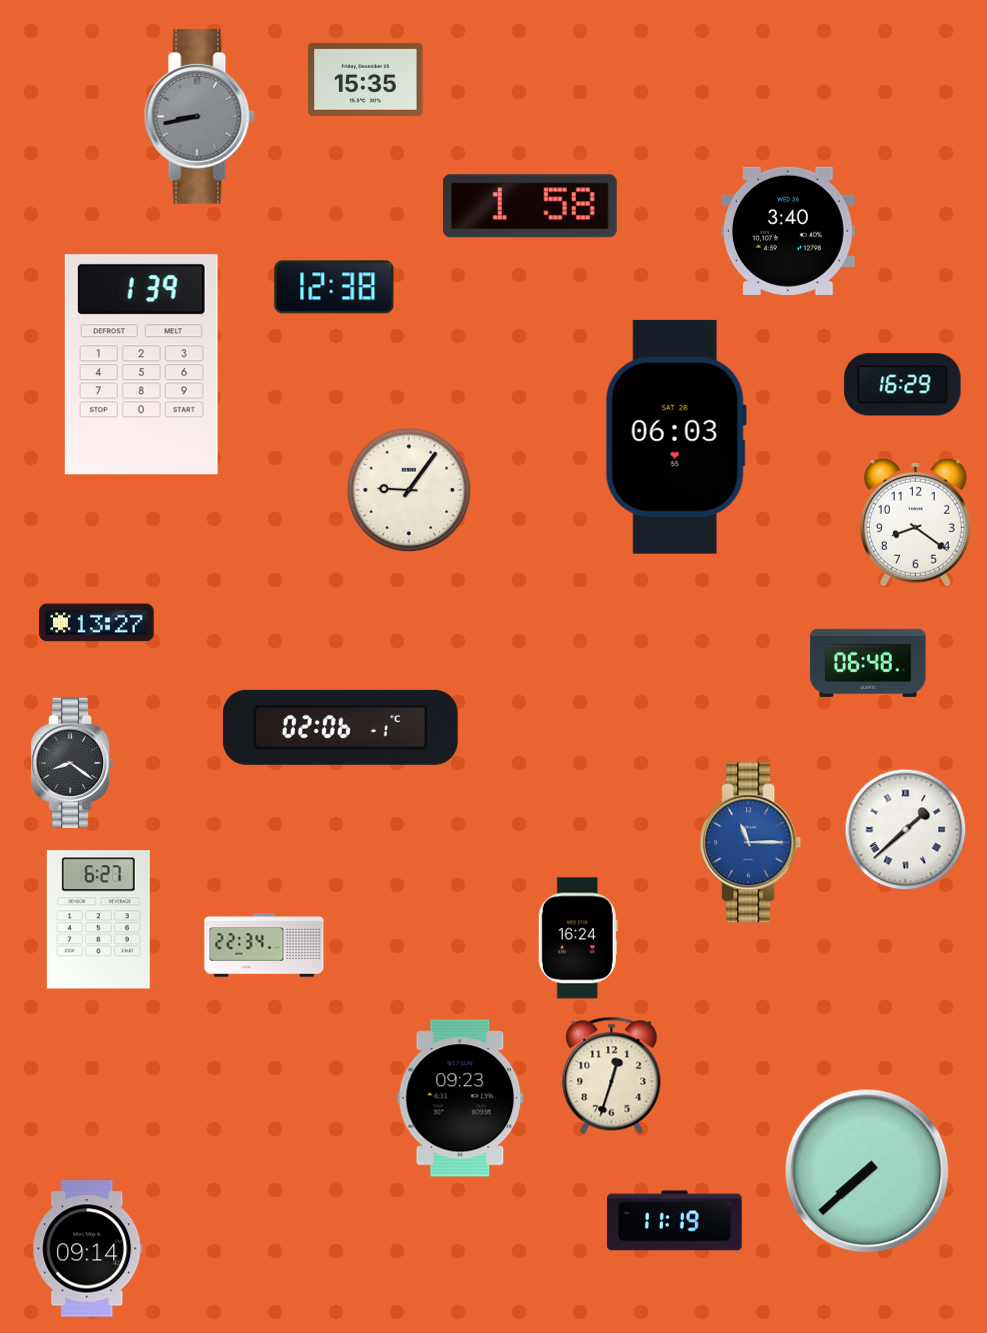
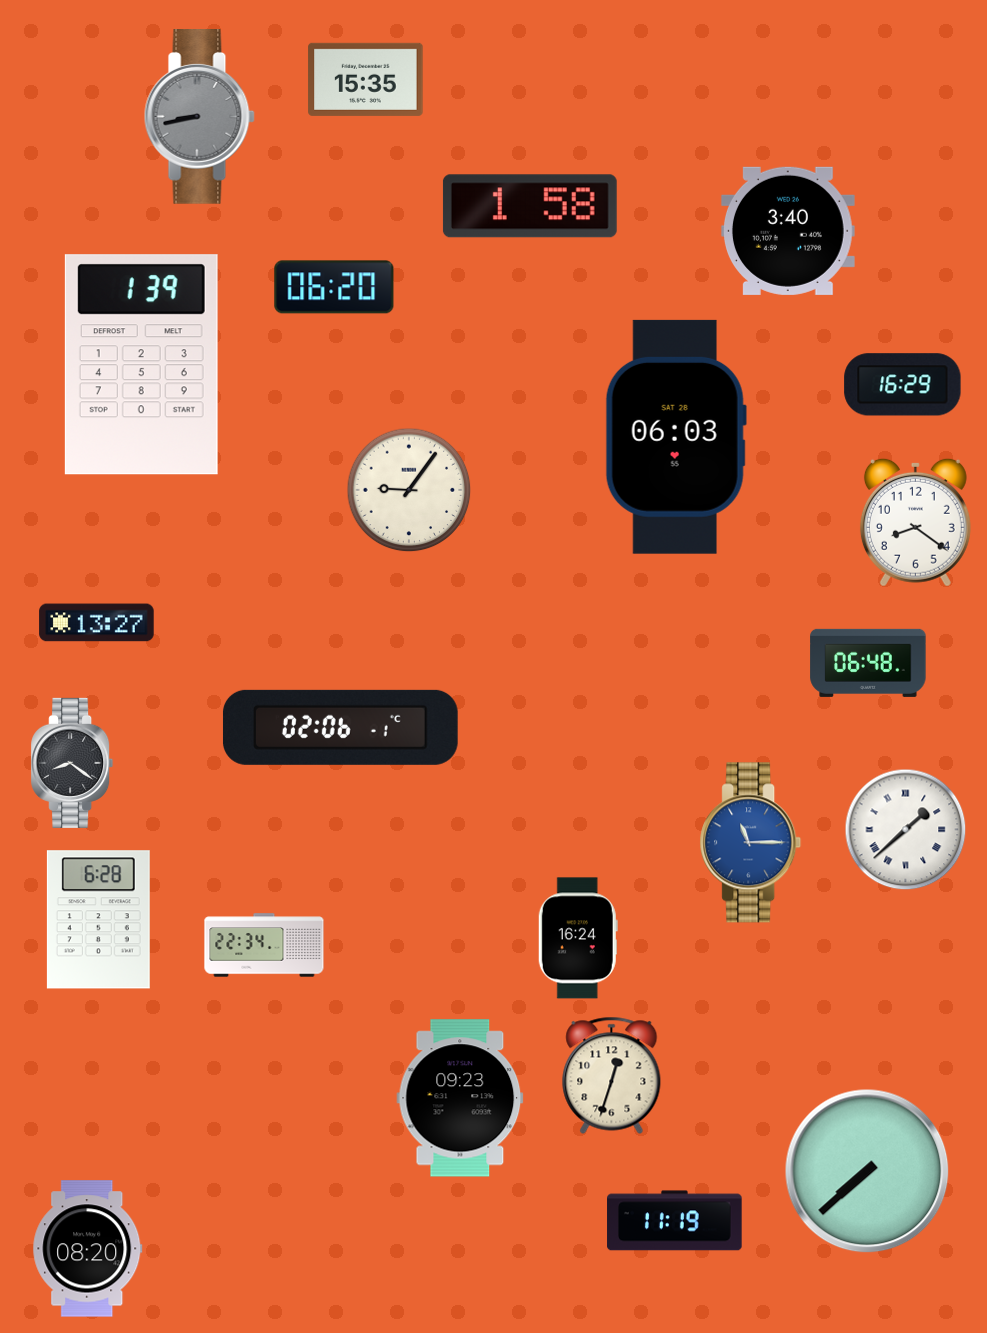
clock at (334, 287): 12:38 -> 06:20
clock at (98, 920): 6:27 -> 6:28
clock at (88, 1249): 09:14 -> 08:20
